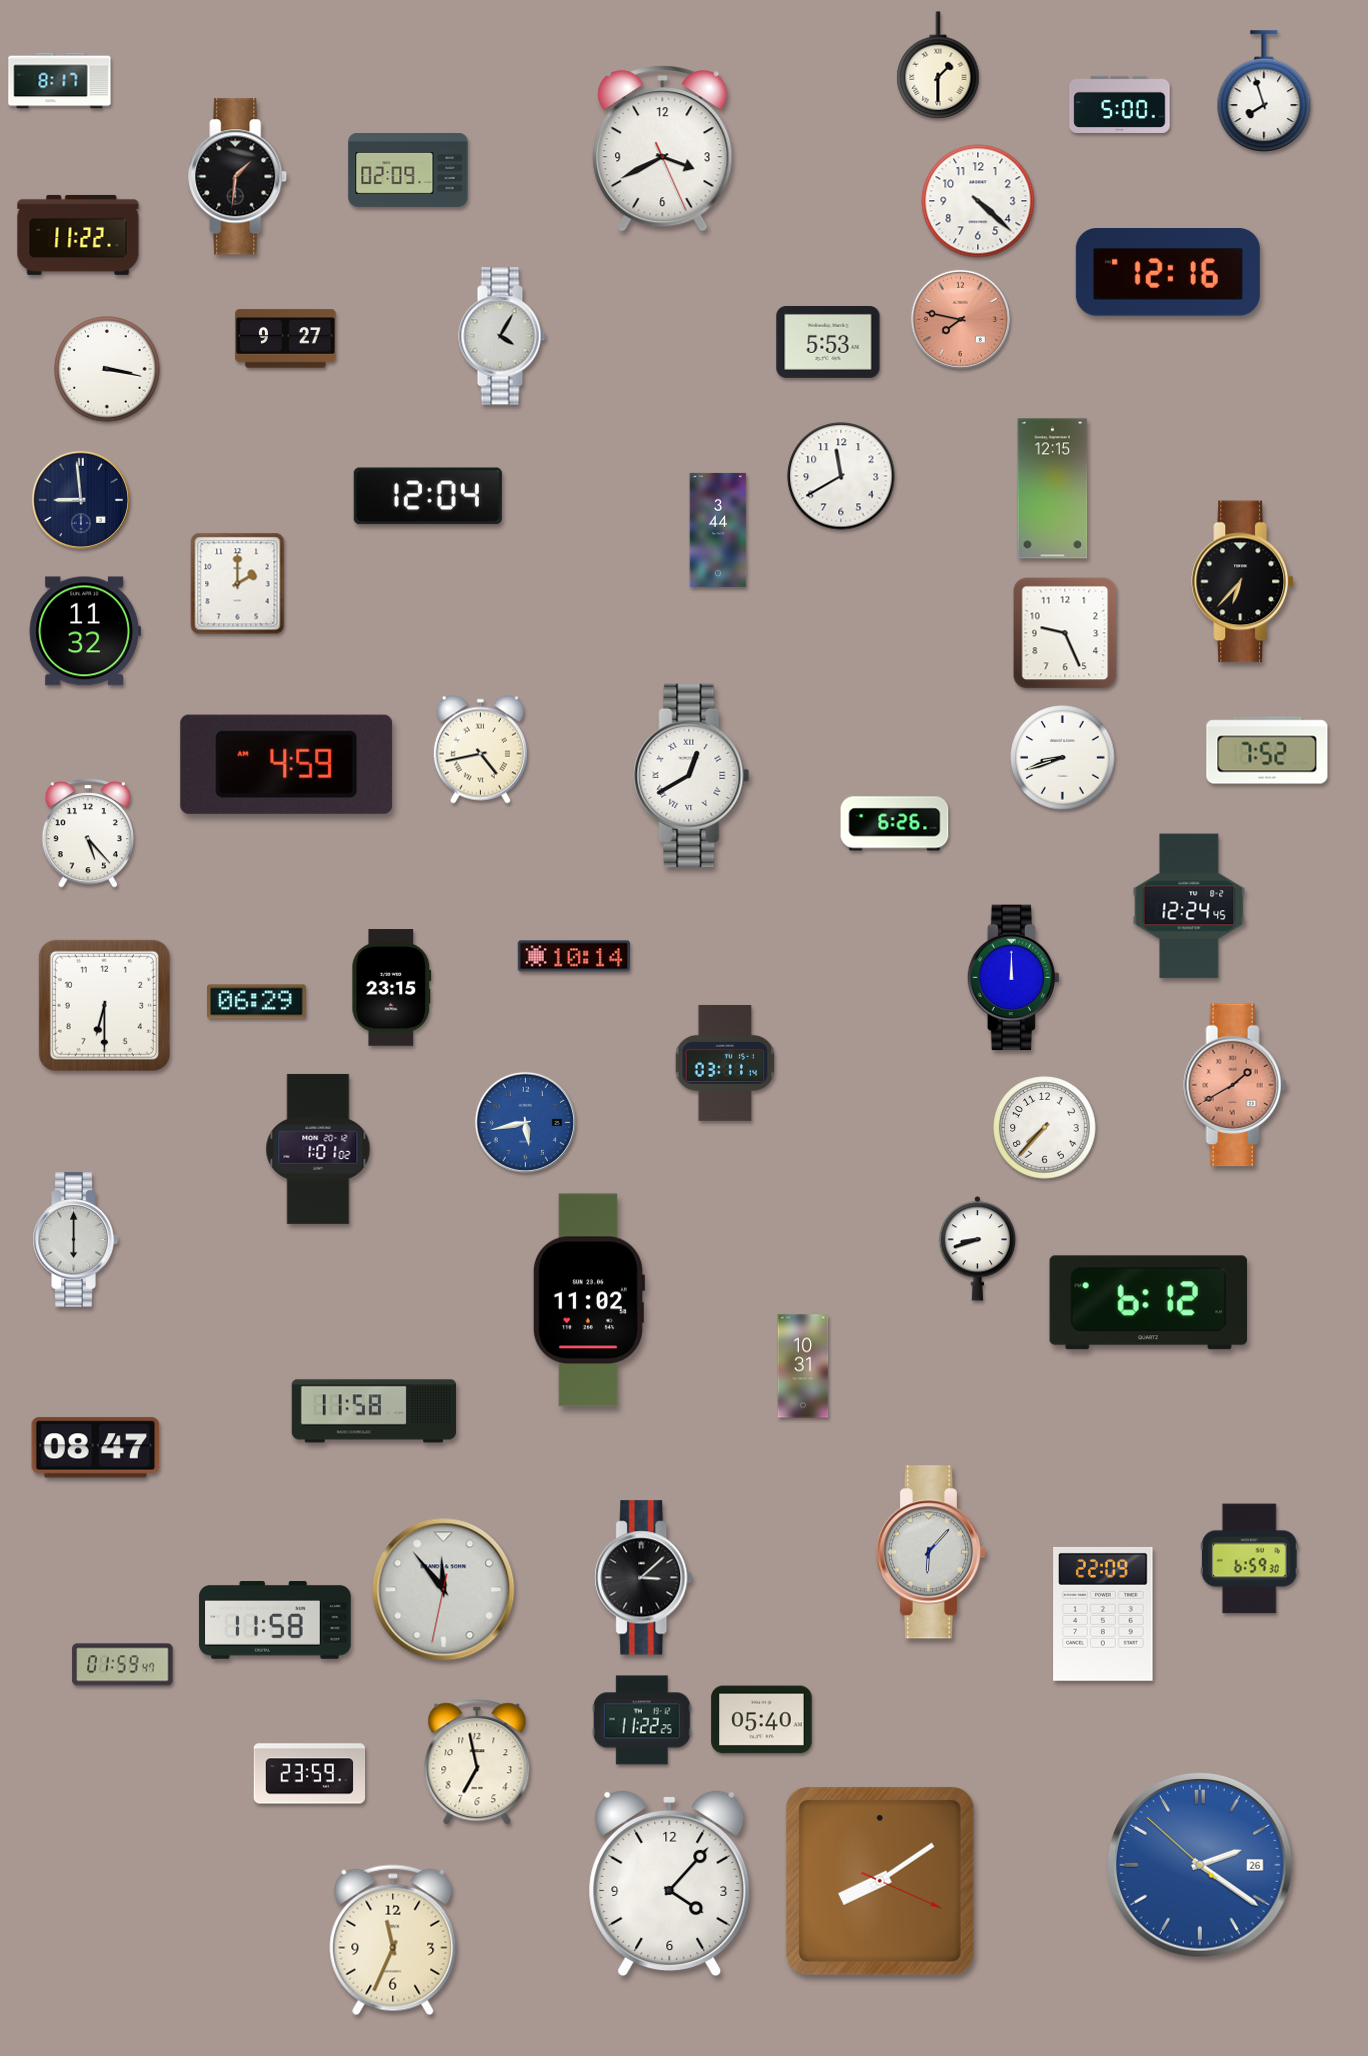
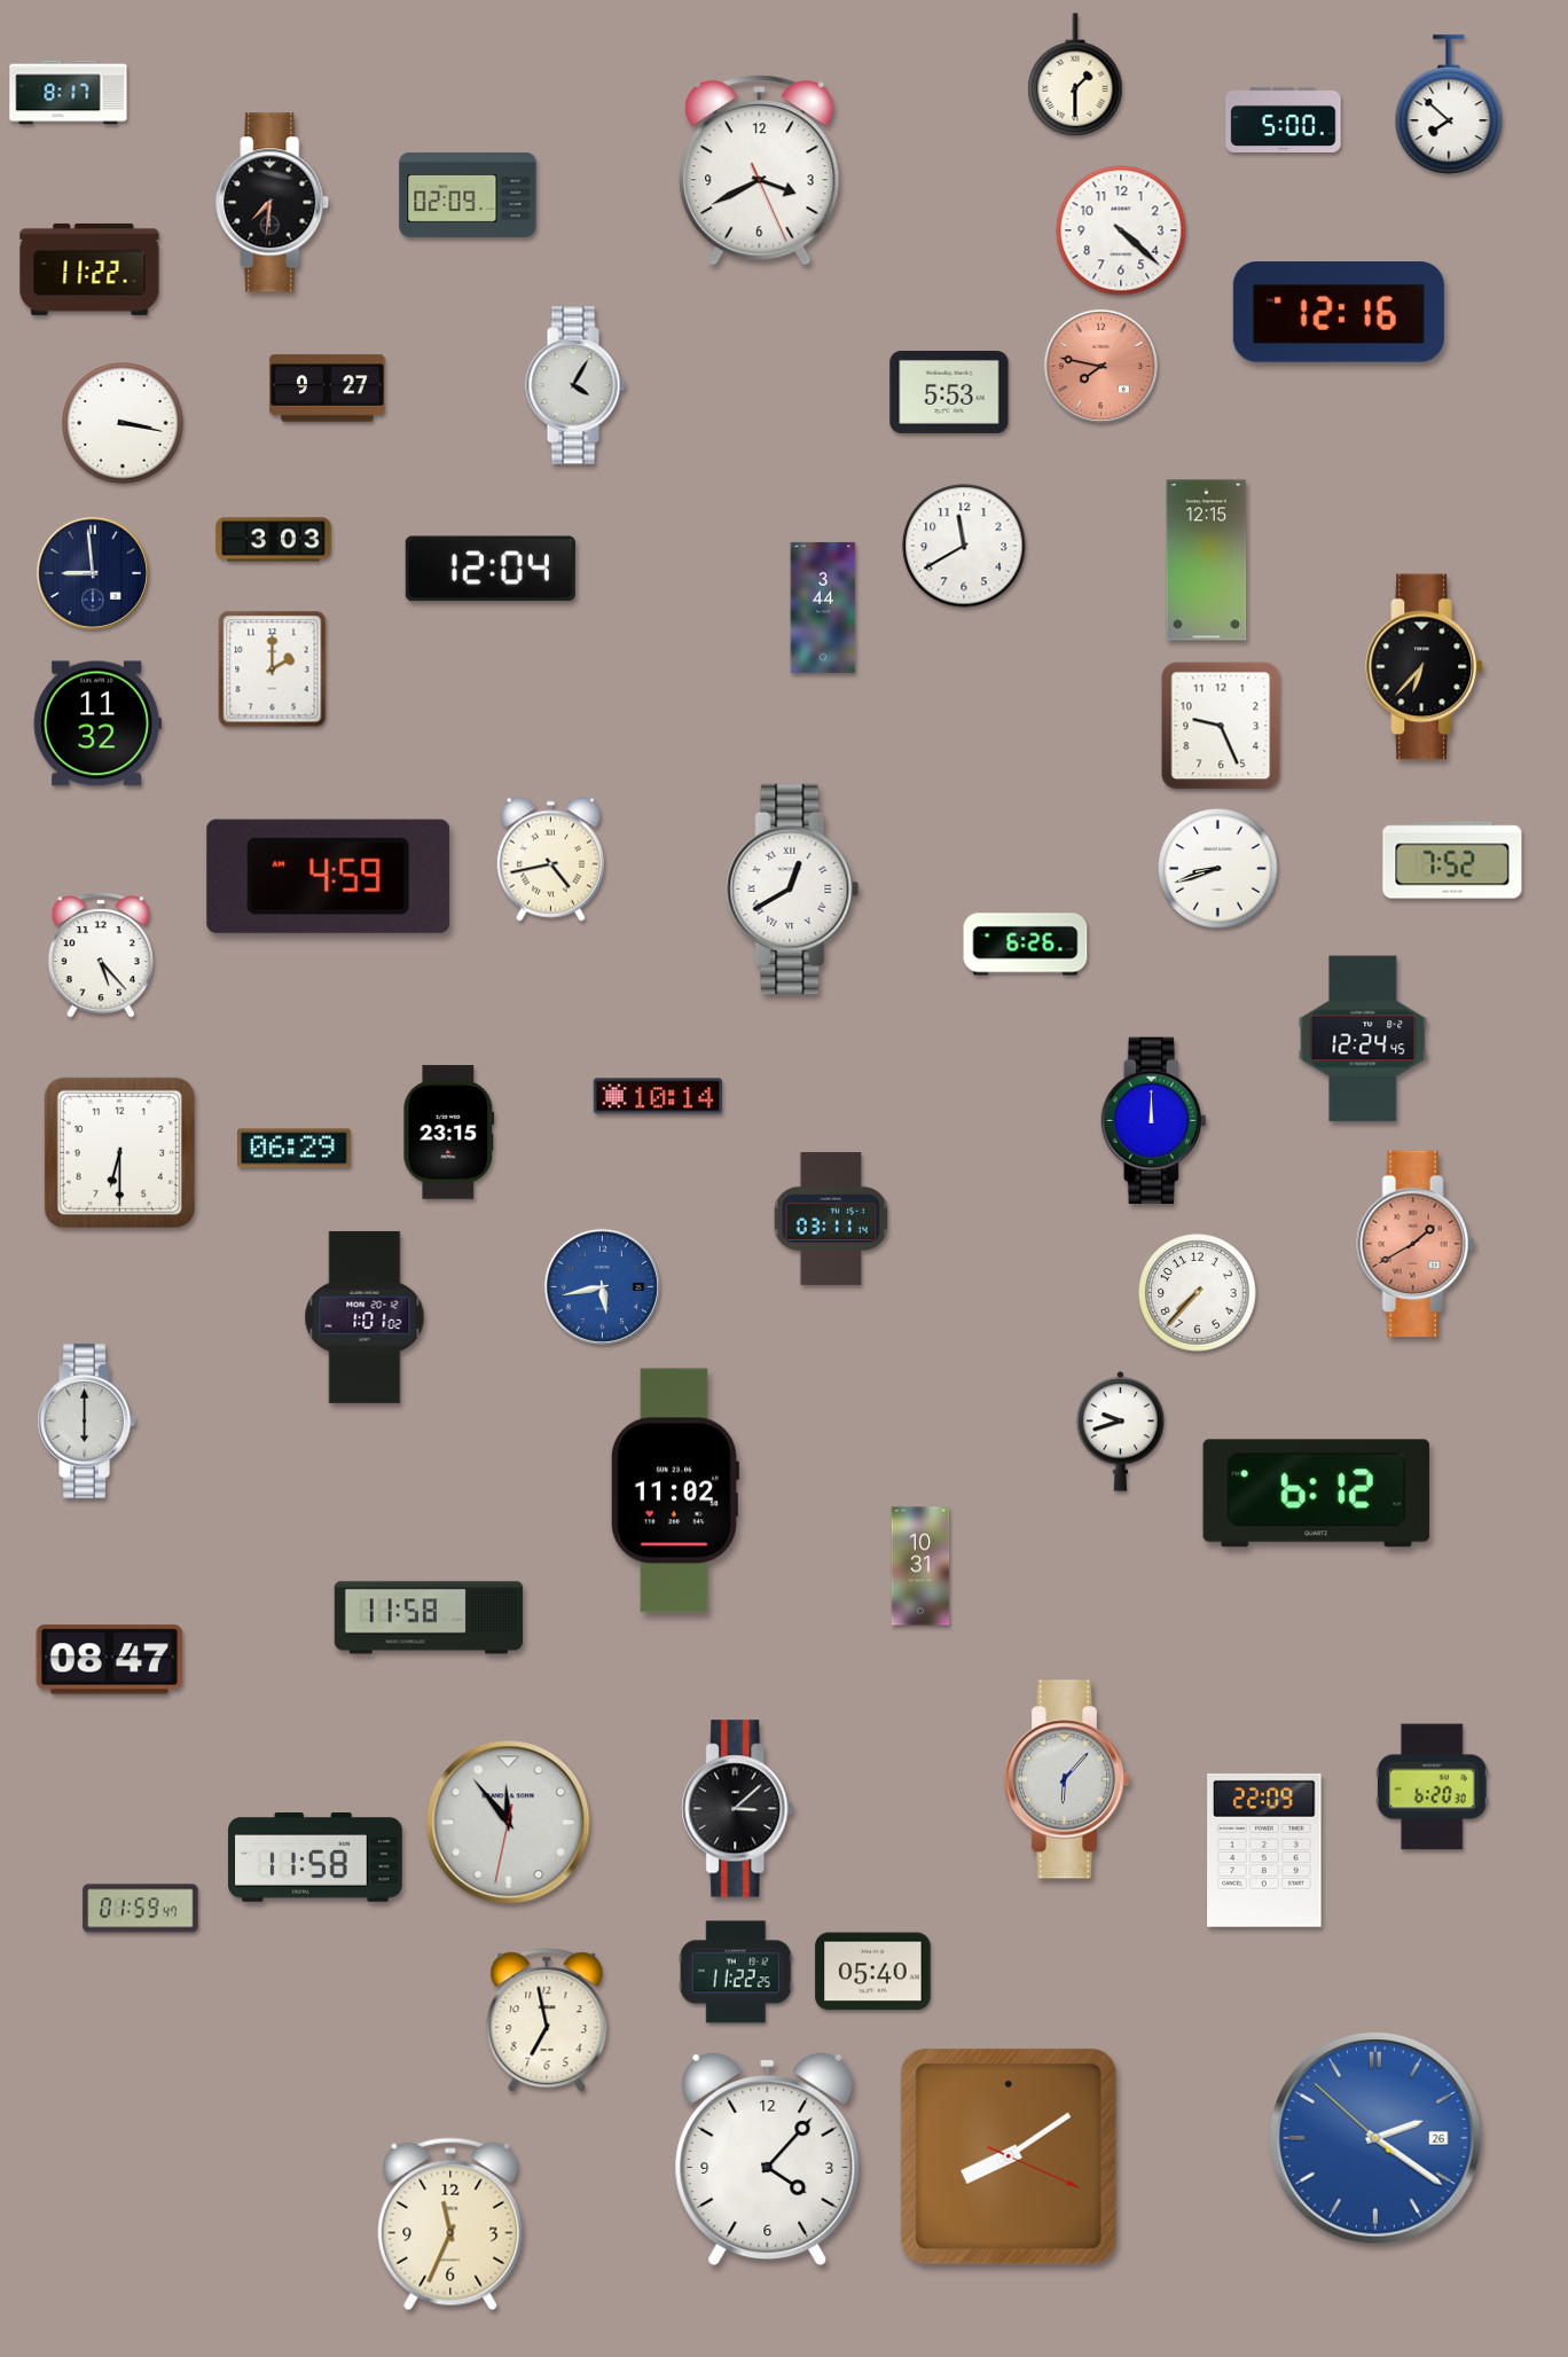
clock at (1264, 92): 7:57 -> 7:52
clock at (238, 177): 1:31 -> 7:31
clock at (274, 540): none -> 3:03
clock at (1013, 978) position: (1013, 978) -> (1153, 1121)
clock at (978, 1249): 8:42 -> 9:42
clock at (1249, 1559): 6:59 -> 6:20
clock at (310, 1774): 23:59 -> none
